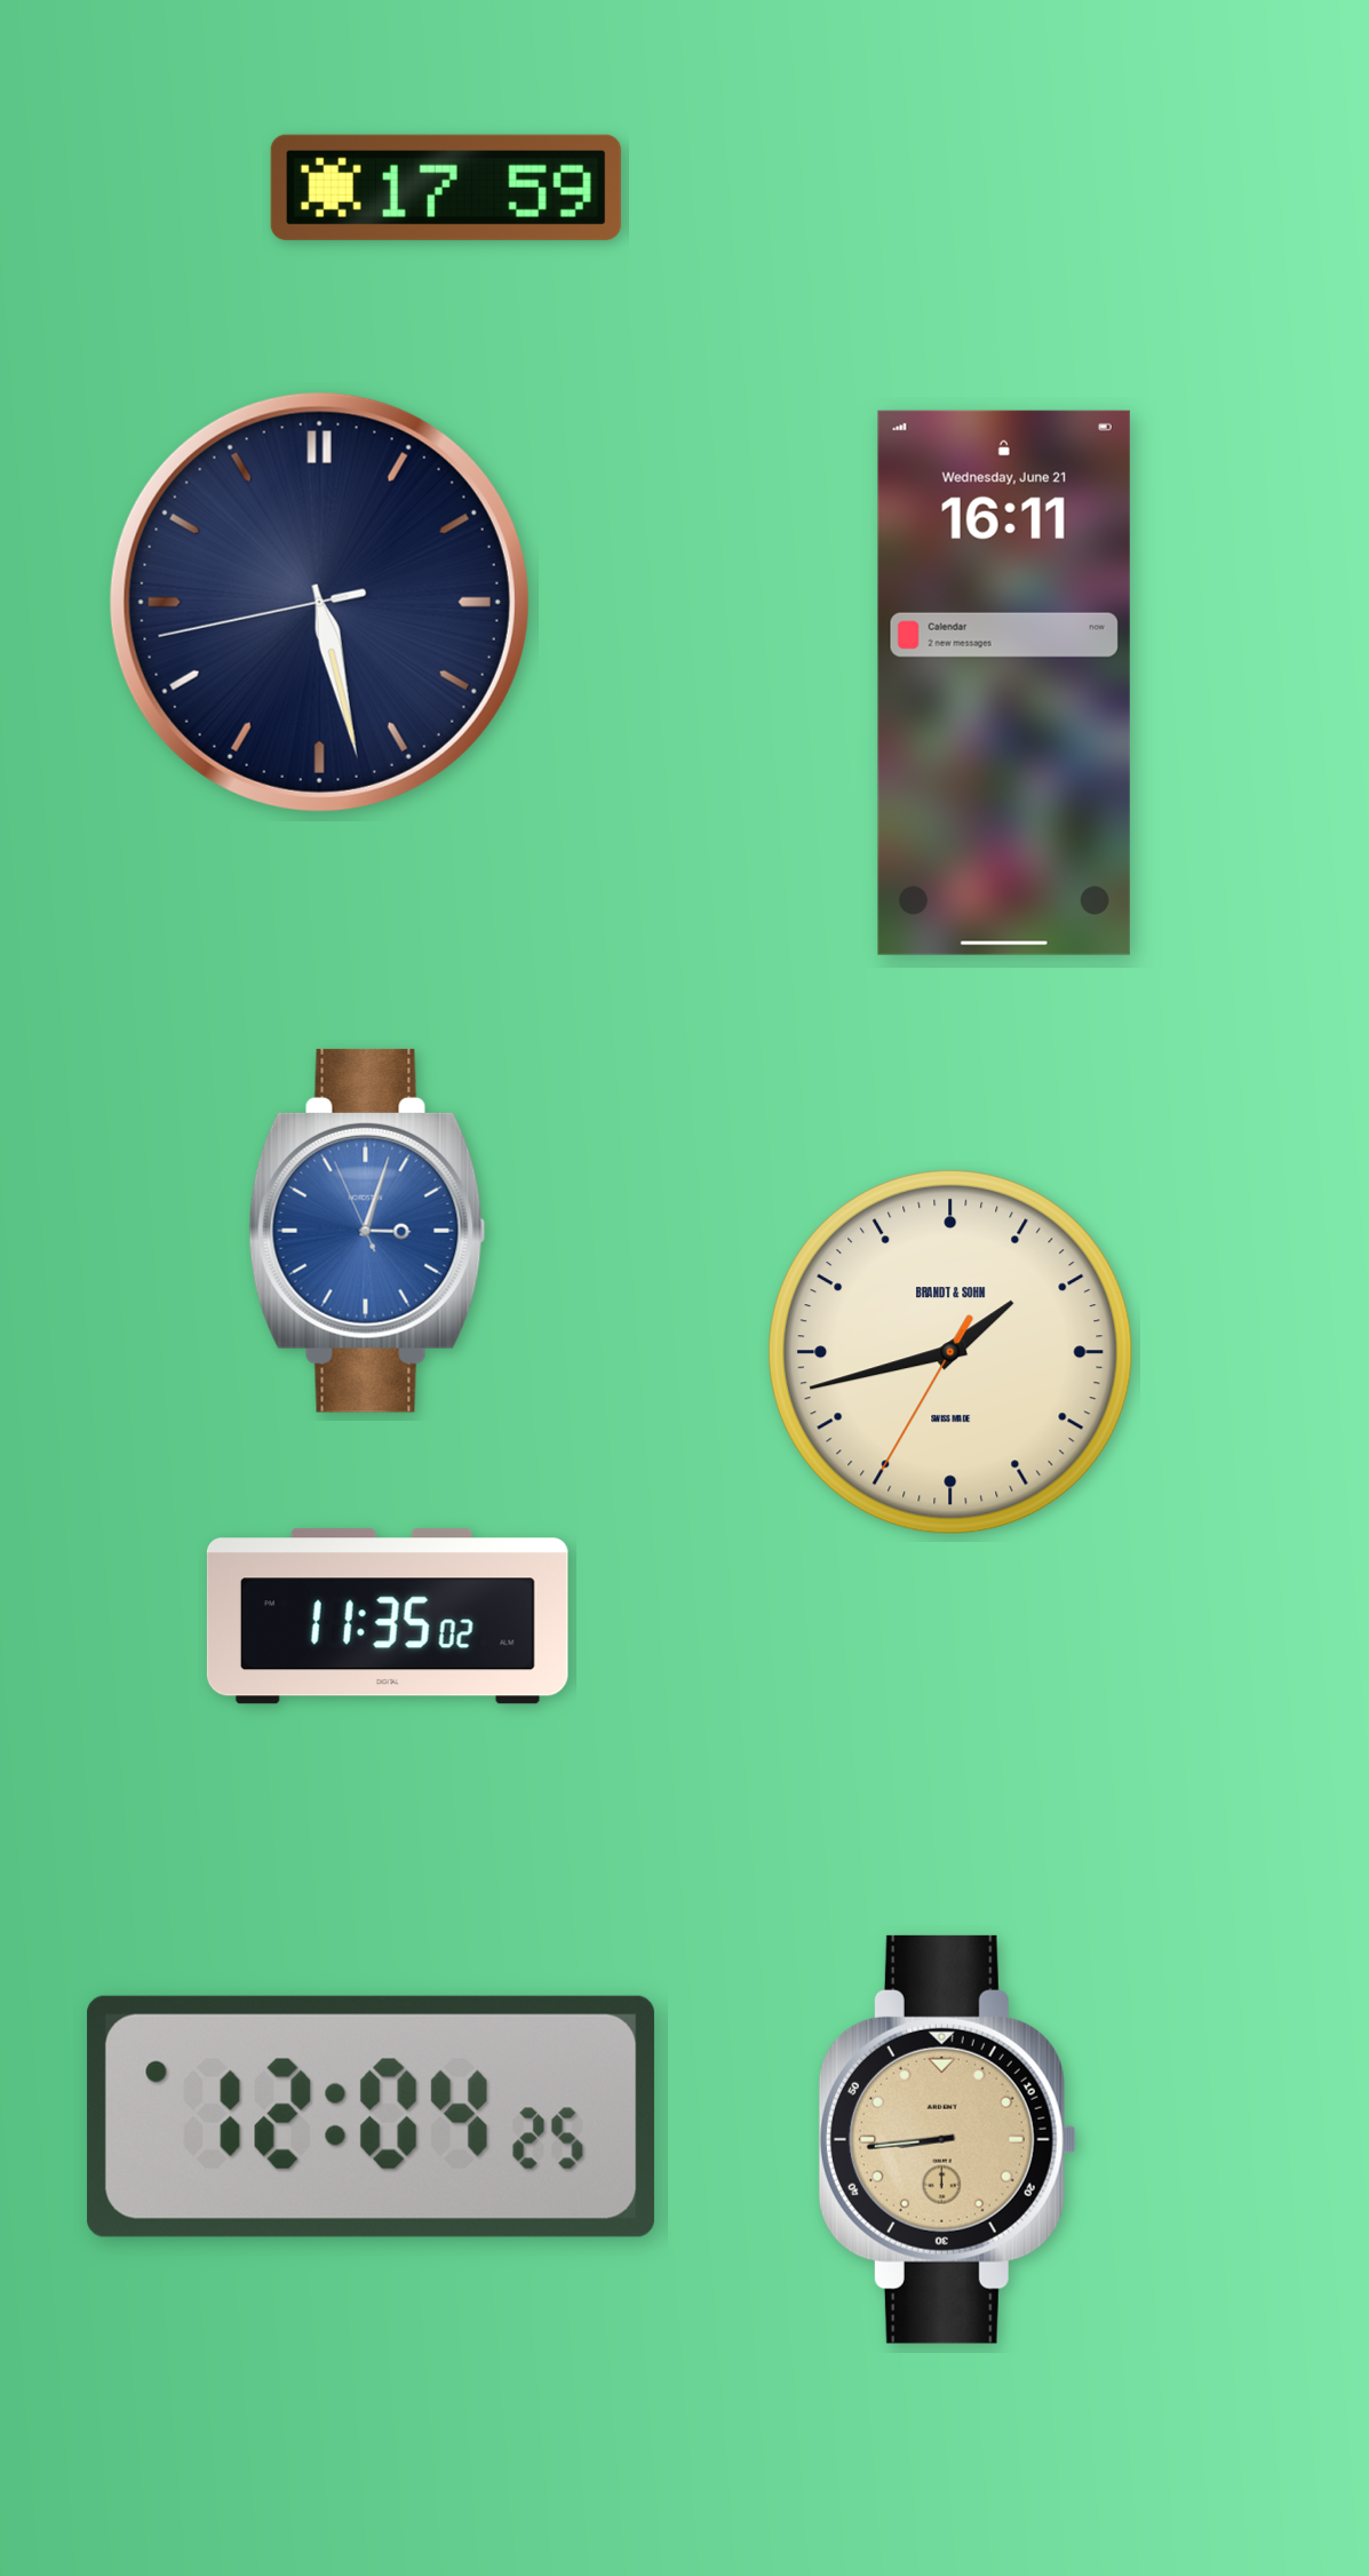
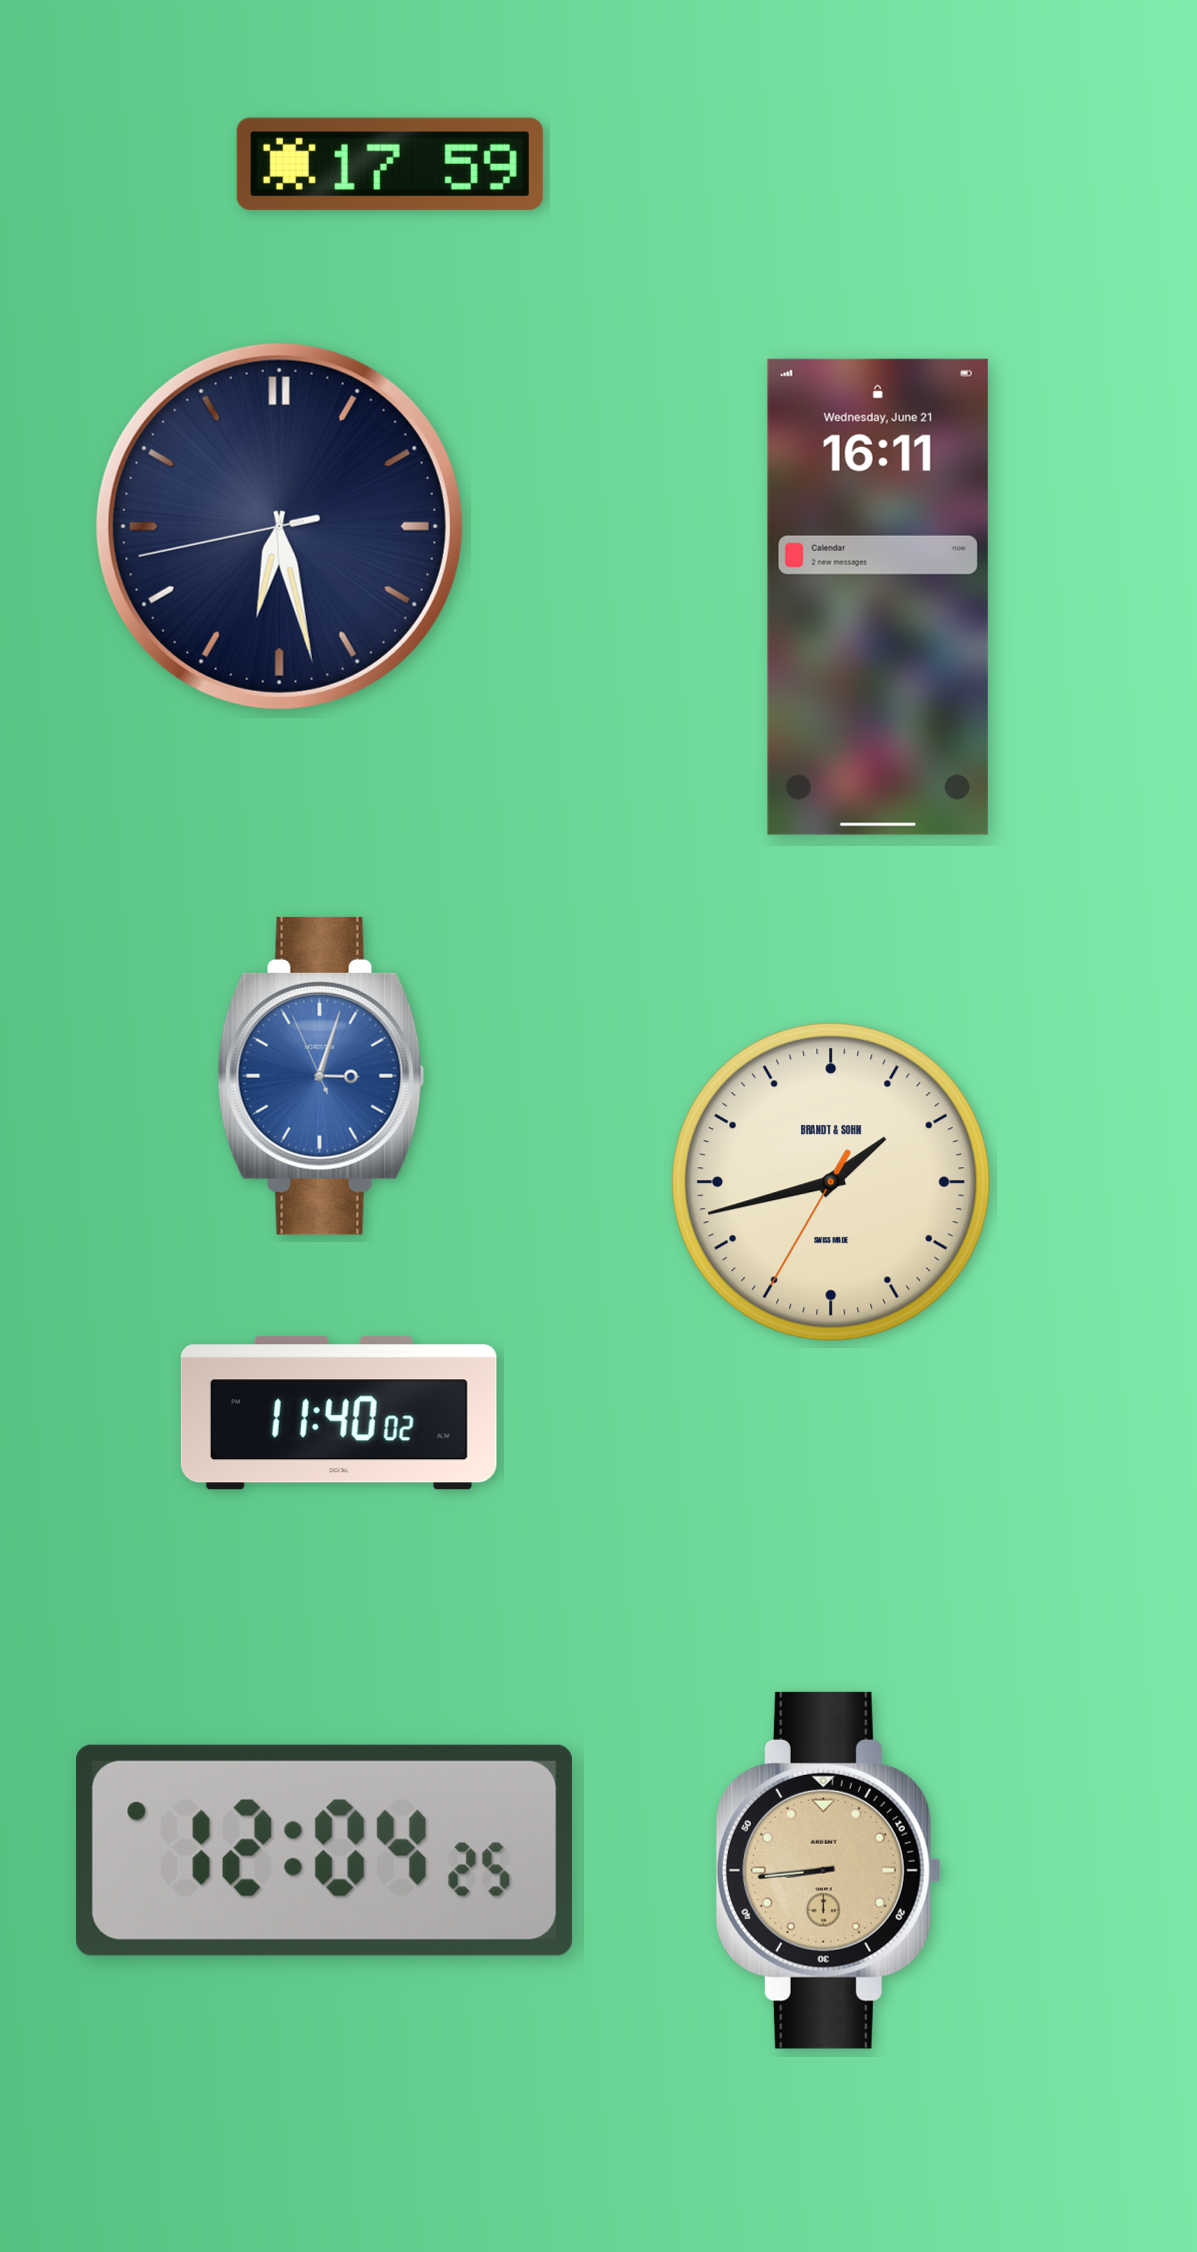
clock at (319, 602): 5:27 -> 6:27
clock at (388, 1616): 11:35 -> 11:40
